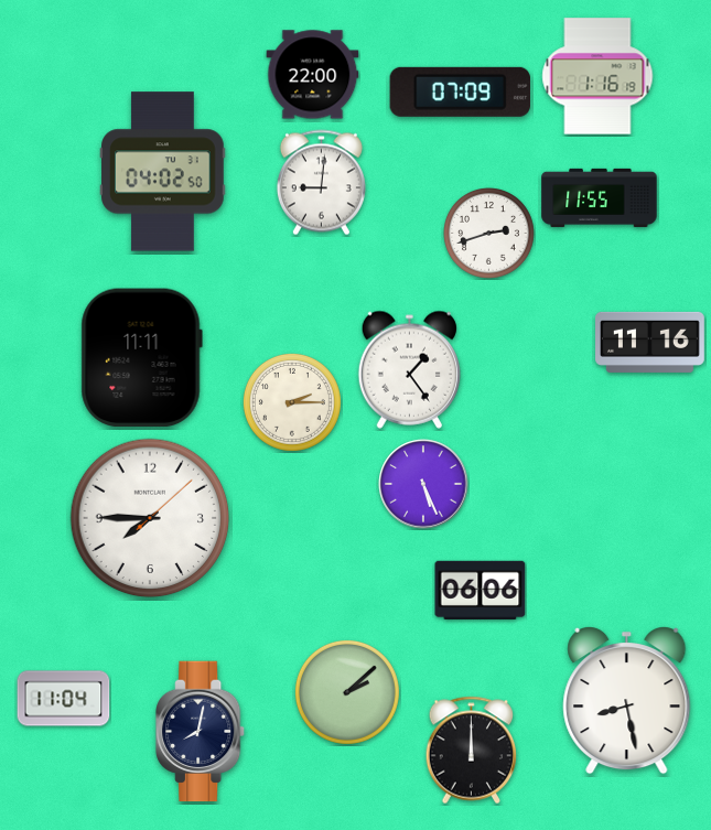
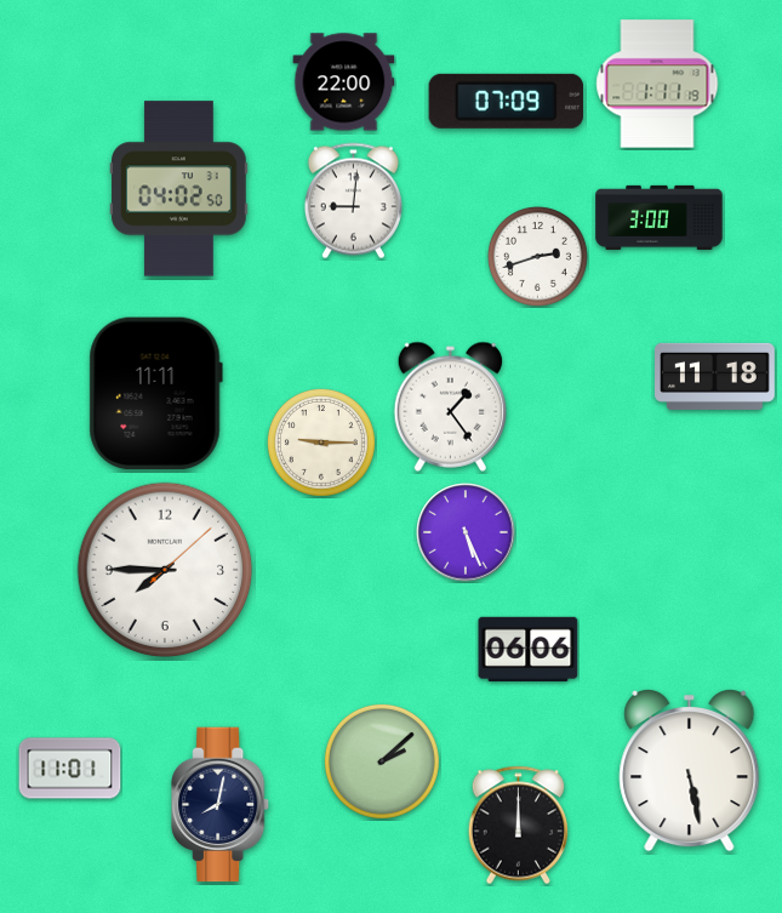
clock at (597, 76): 1:16 -> 1:11
clock at (600, 197): 11:55 -> 3:00
clock at (650, 342): 11:16 -> 11:18
clock at (292, 402): 2:15 -> 9:15
clock at (64, 699): 11:04 -> 11:01
clock at (627, 700): 8:28 -> 5:28
